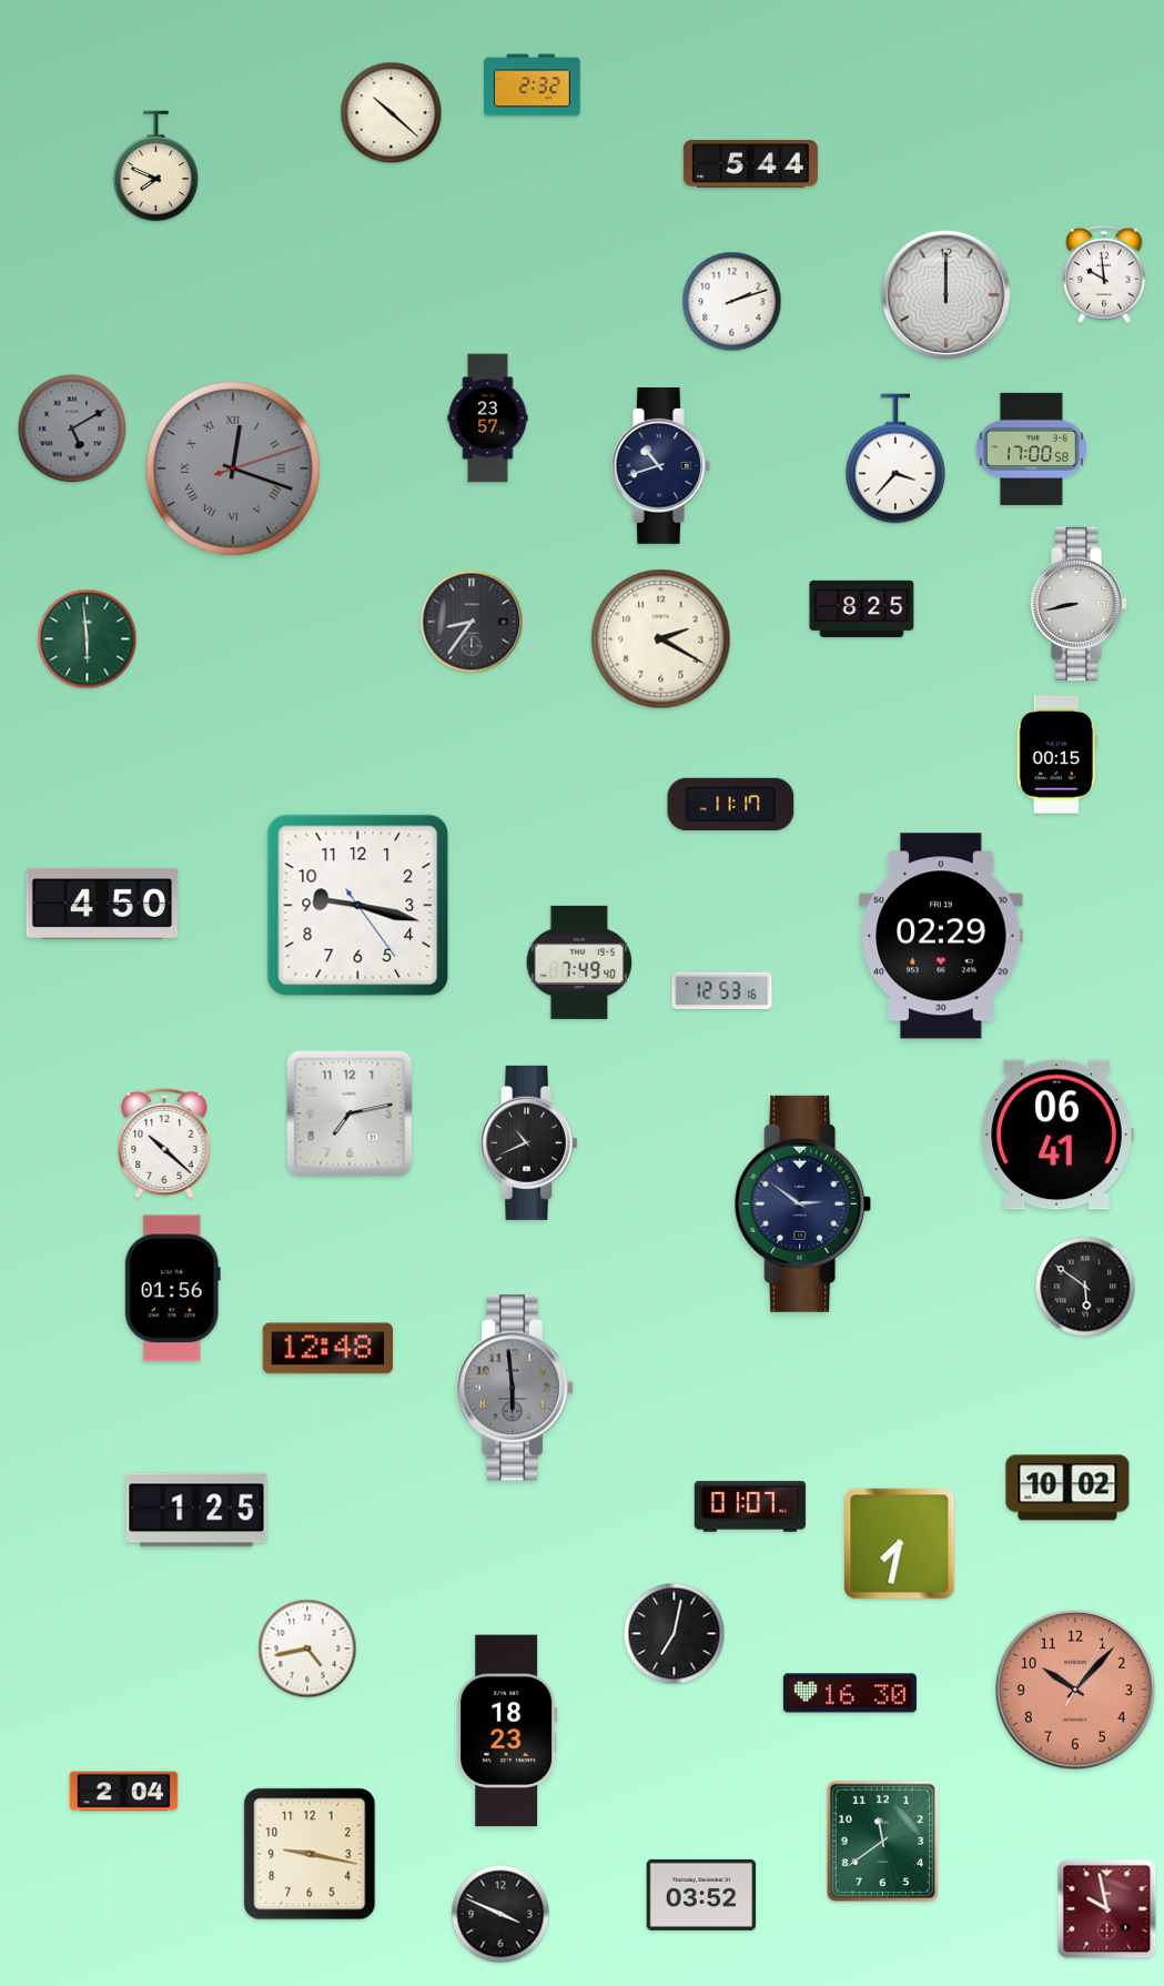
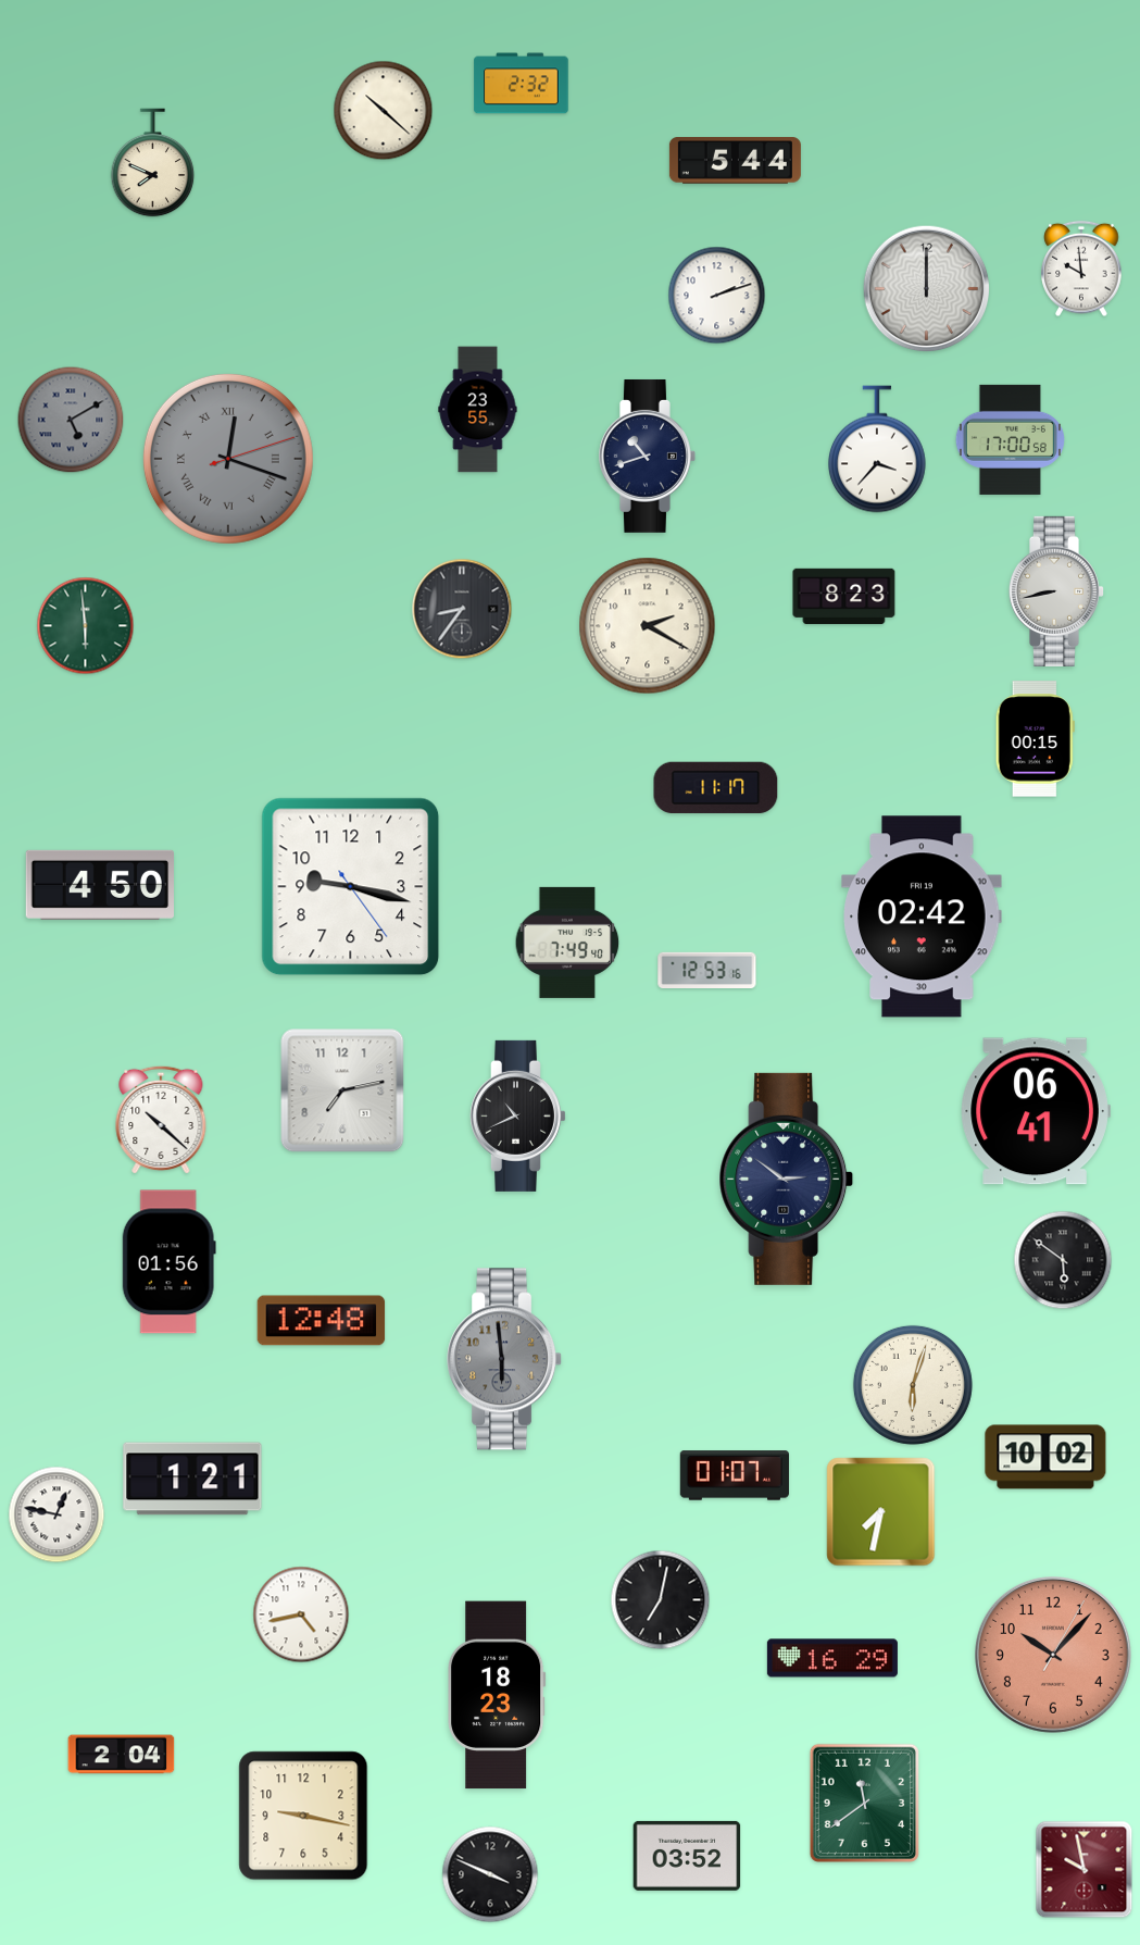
clock at (488, 419): 23:57 -> 23:55
clock at (862, 608): 8:25 -> 8:23
clock at (941, 936): 02:29 -> 02:42
clock at (528, 1142) position: (528, 1142) -> (517, 1115)
clock at (913, 1385): none -> 6:03
clock at (196, 1510): 1:25 -> 1:21
clock at (57, 1514): none -> 12:47
clock at (850, 1693): 16:30 -> 16:29
